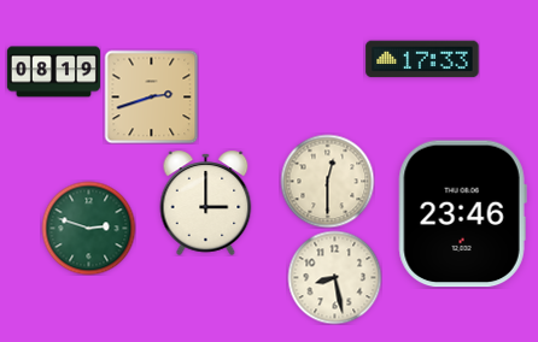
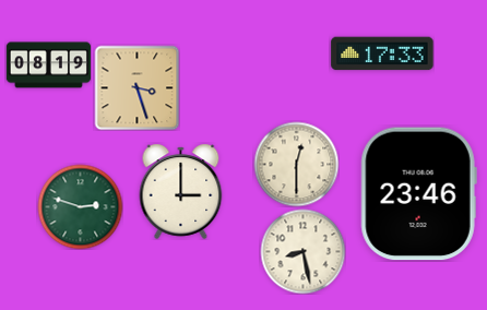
clock at (151, 96): 2:42 -> 3:27
clock at (206, 202) position: (206, 202) -> (181, 191)
